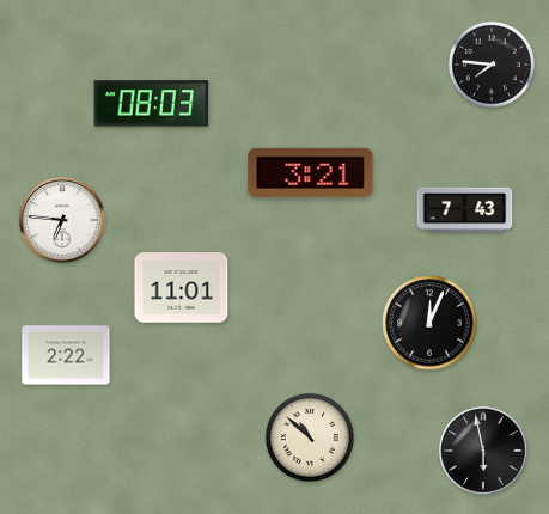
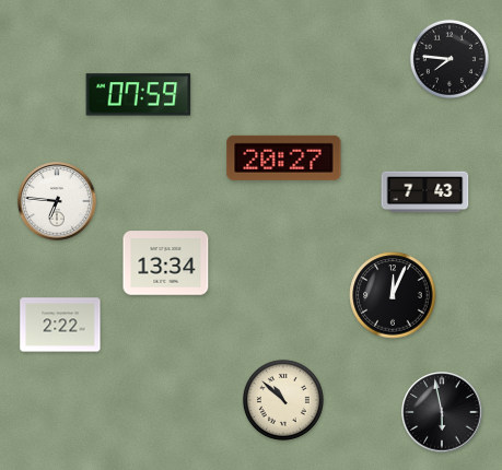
clock at (152, 104): 08:03 -> 07:59
clock at (311, 172): 3:21 -> 20:27
clock at (182, 288): 11:01 -> 13:34
